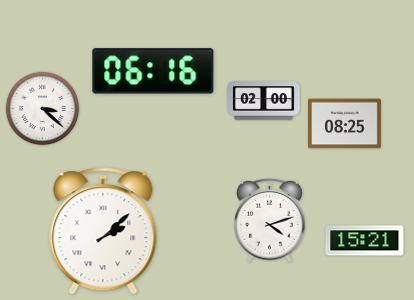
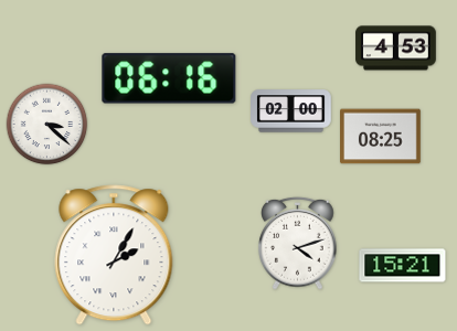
clock at (396, 49): none -> 4:53
clock at (43, 109) position: (43, 109) -> (47, 125)
clock at (103, 231): 2:08 -> 2:05
